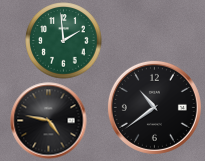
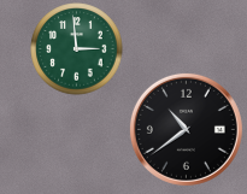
clock at (64, 41): 1:59 -> 2:59
clock at (49, 121): 4:47 -> none
